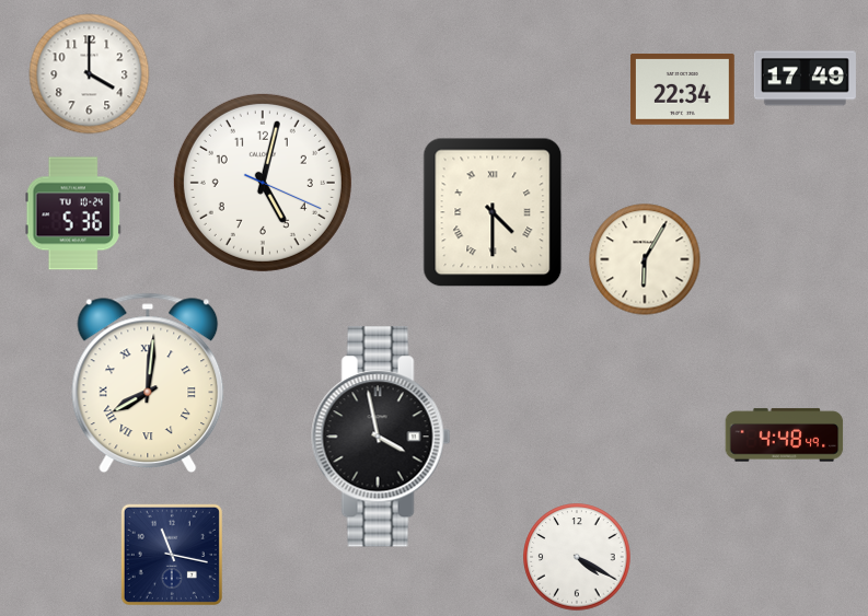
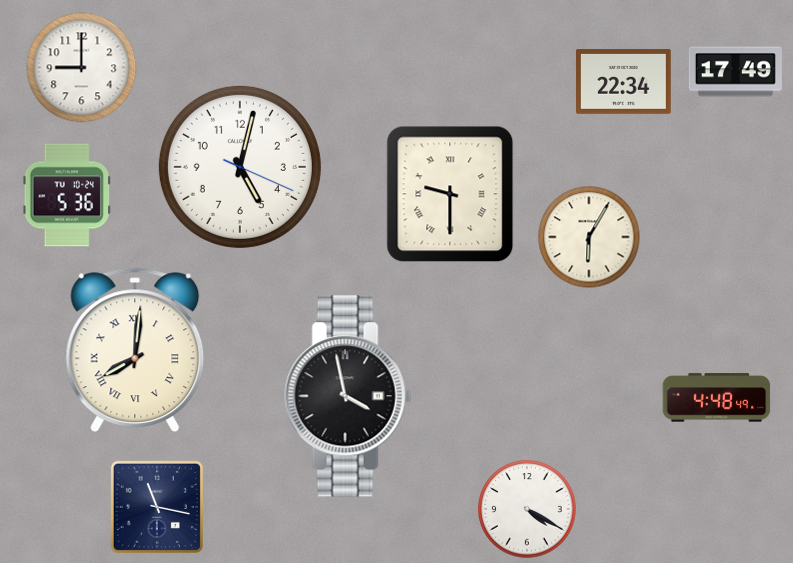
clock at (90, 74): 4:00 -> 9:00
clock at (493, 212): 4:30 -> 9:30
clock at (381, 437) position: (381, 437) -> (348, 396)
